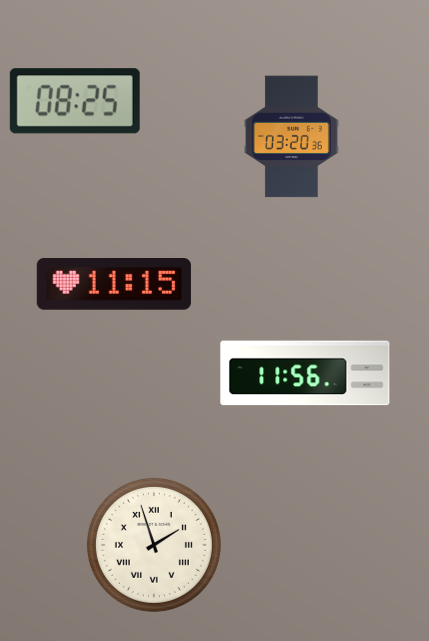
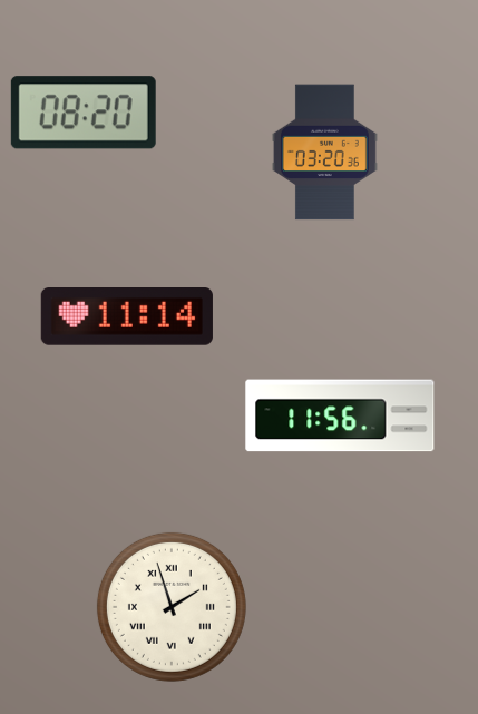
clock at (75, 101): 08:25 -> 08:20
clock at (114, 285): 11:15 -> 11:14
